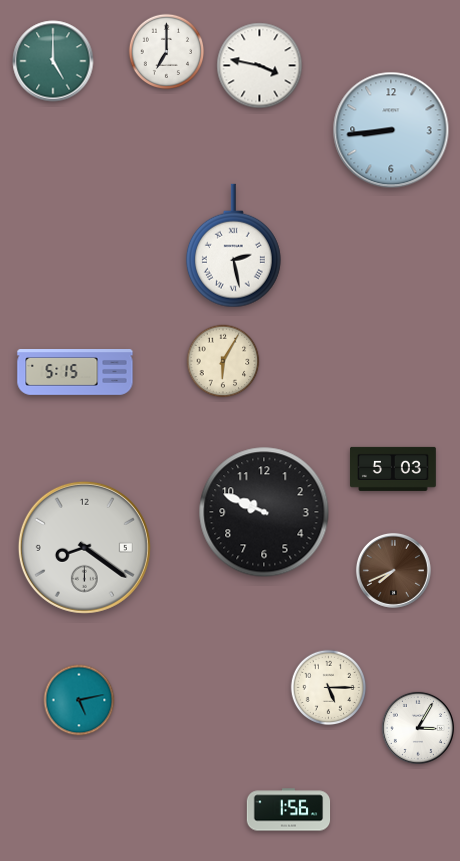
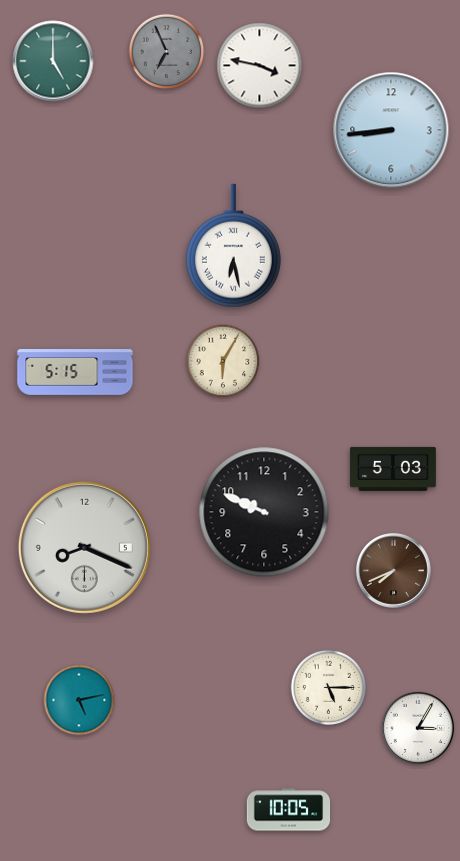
clock at (167, 52): 7:00 -> 6:56
clock at (167, 52) dial: white -> grey
clock at (233, 246): 2:28 -> 6:28
clock at (84, 547): 8:21 -> 8:19
clock at (289, 810): 1:56 -> 10:05
